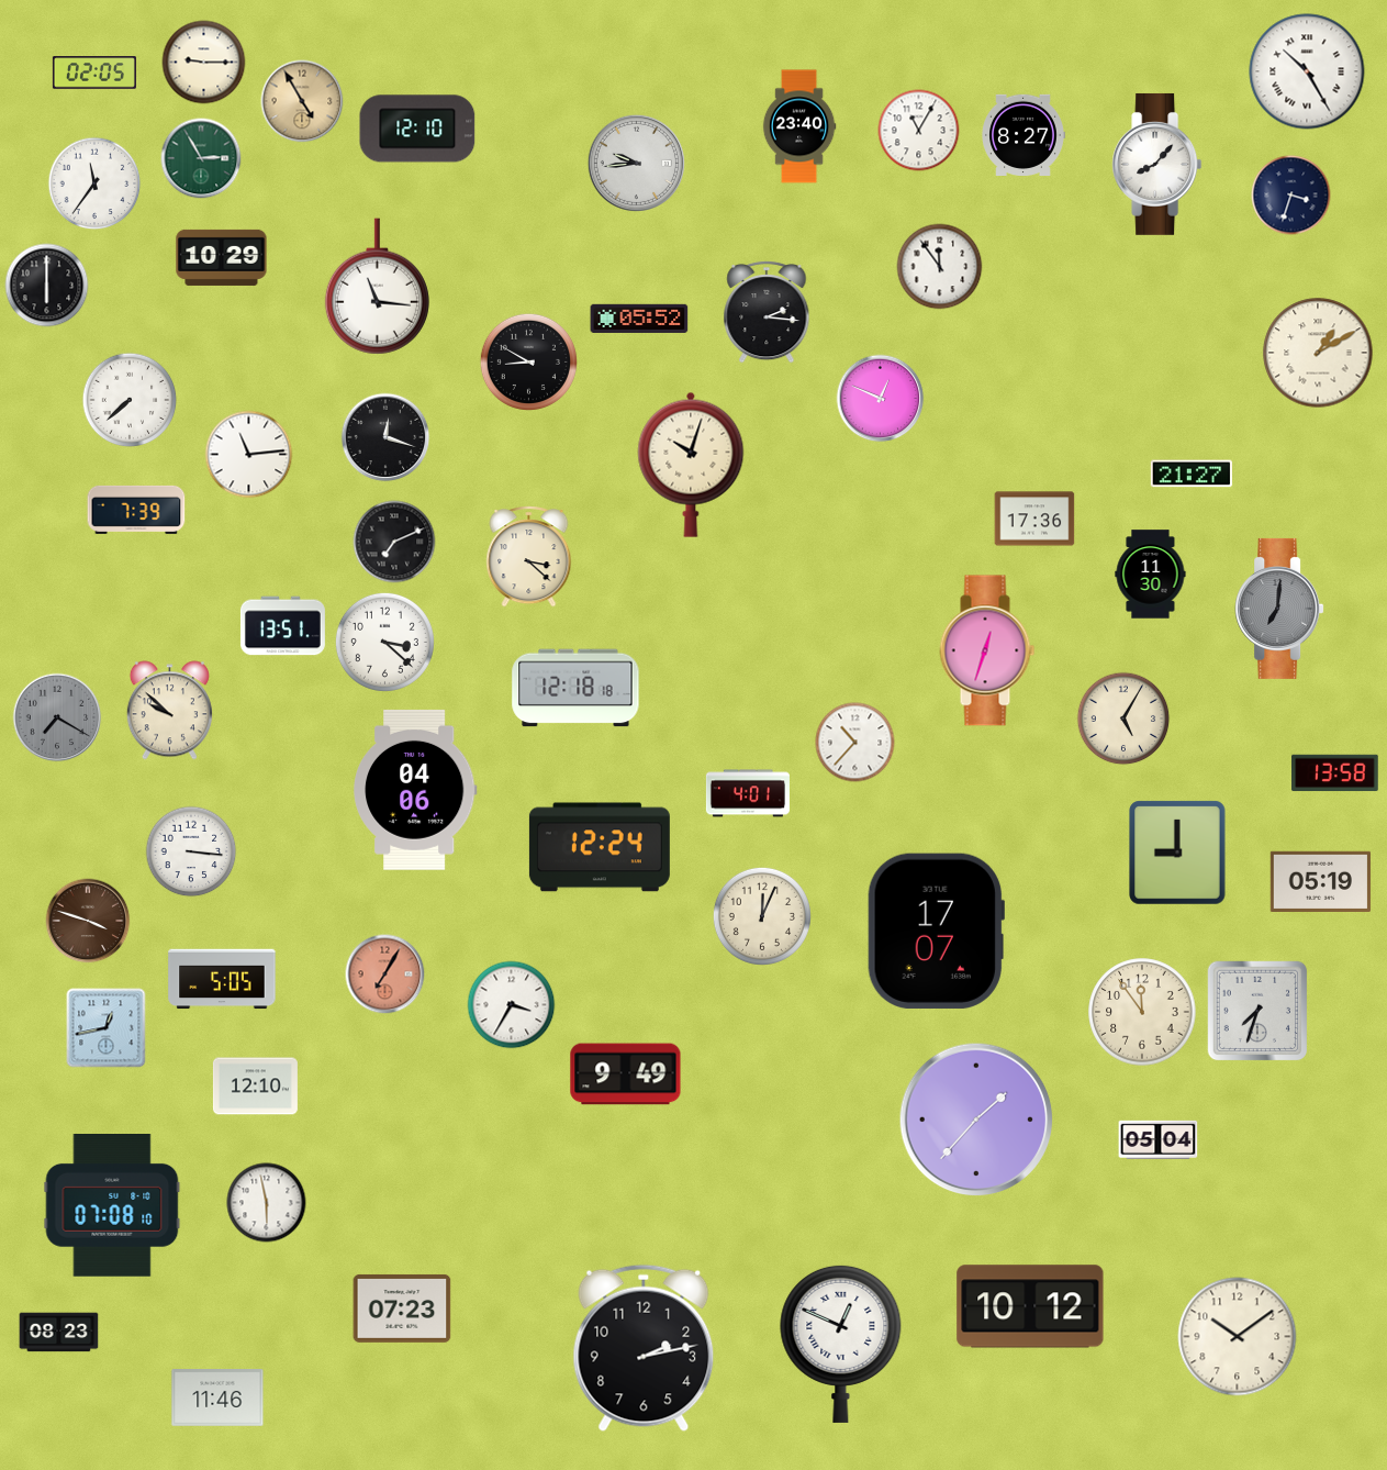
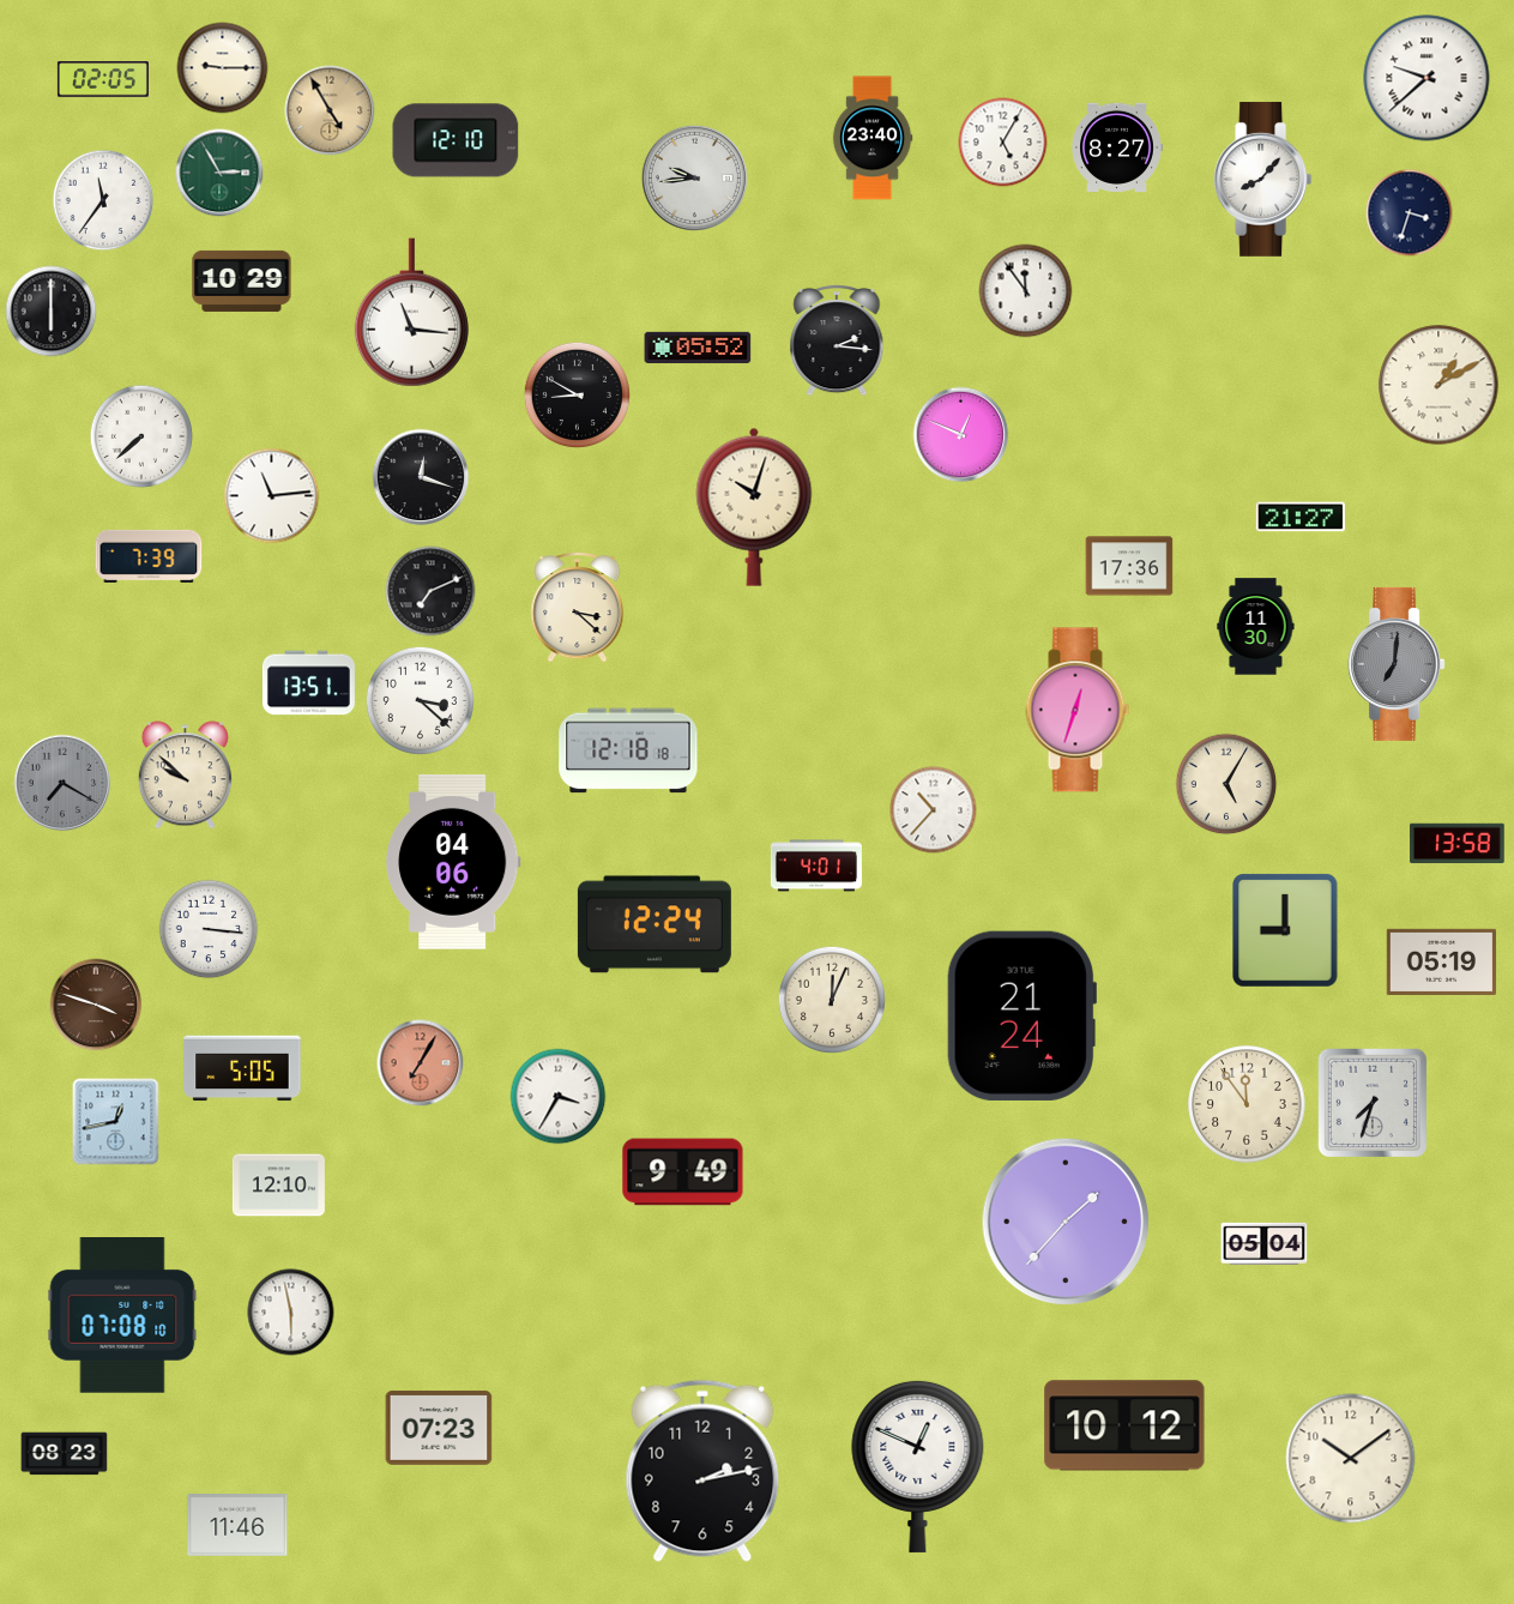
clock at (1307, 71): 10:25 -> 9:38
clock at (919, 131): 11:05 -> 5:05
clock at (936, 931): 17:07 -> 21:24
